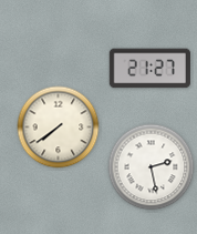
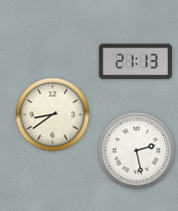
clock at (149, 69): 21:27 -> 21:13
clock at (59, 128): 7:39 -> 8:39
